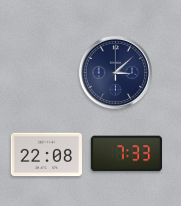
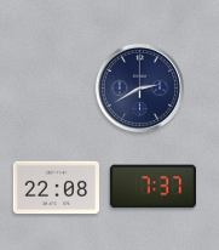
clock at (115, 72): 3:08 -> 2:40
clock at (126, 154): 7:33 -> 7:37
